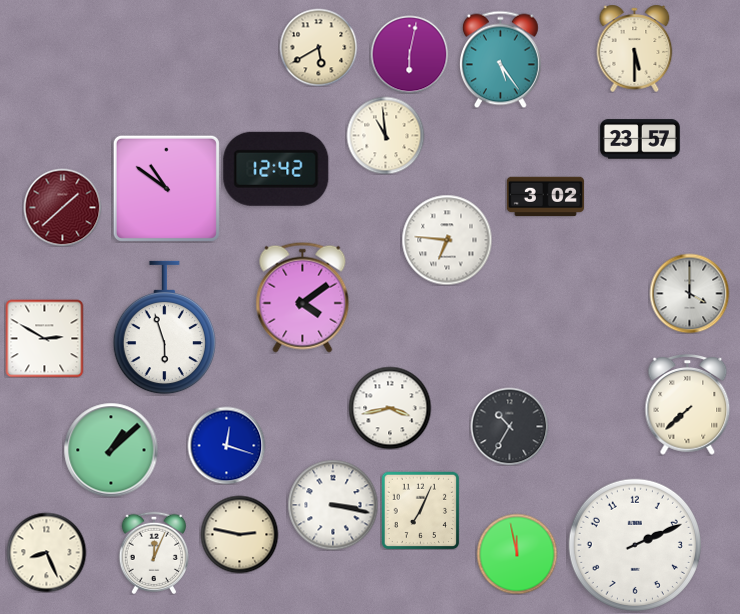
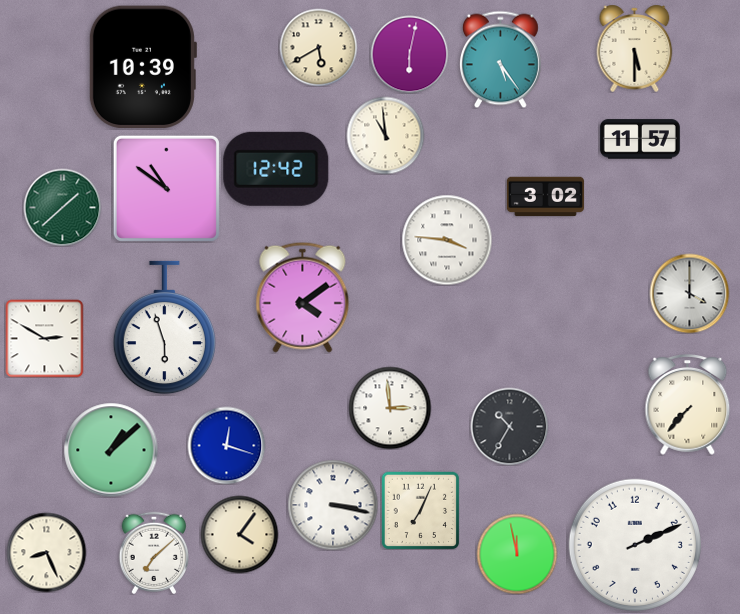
clock at (142, 66): none -> 10:39
clock at (640, 139): 23:57 -> 11:57
clock at (62, 207) dial: burgundy -> green
clock at (447, 240): 6:46 -> 3:46
clock at (688, 405): 7:38 -> 7:37
clock at (390, 408): 3:43 -> 2:59
clock at (239, 534): 2:47 -> 4:06
clock at (153, 552): 12:04 -> 7:08
